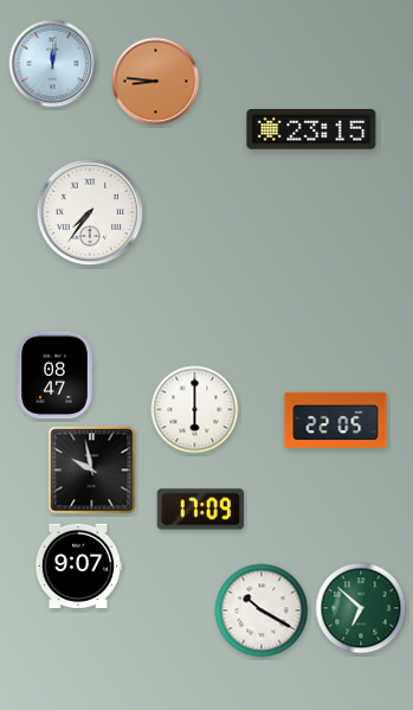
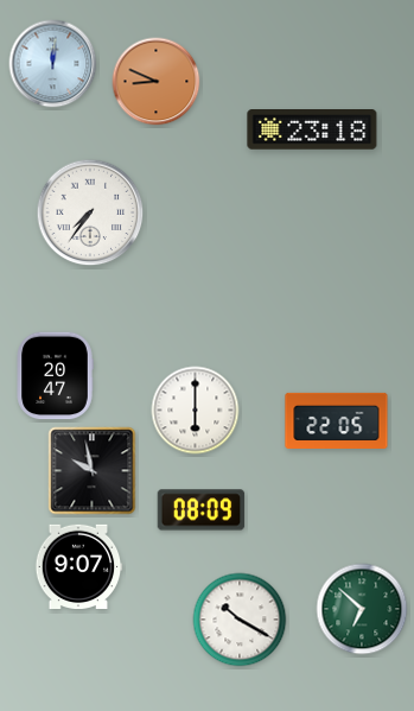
clock at (156, 82): 8:46 -> 8:49
clock at (311, 129): 23:15 -> 23:18
clock at (54, 376): 08:47 -> 20:47
clock at (201, 510): 17:09 -> 08:09
clock at (262, 610) position: (262, 610) -> (240, 620)
